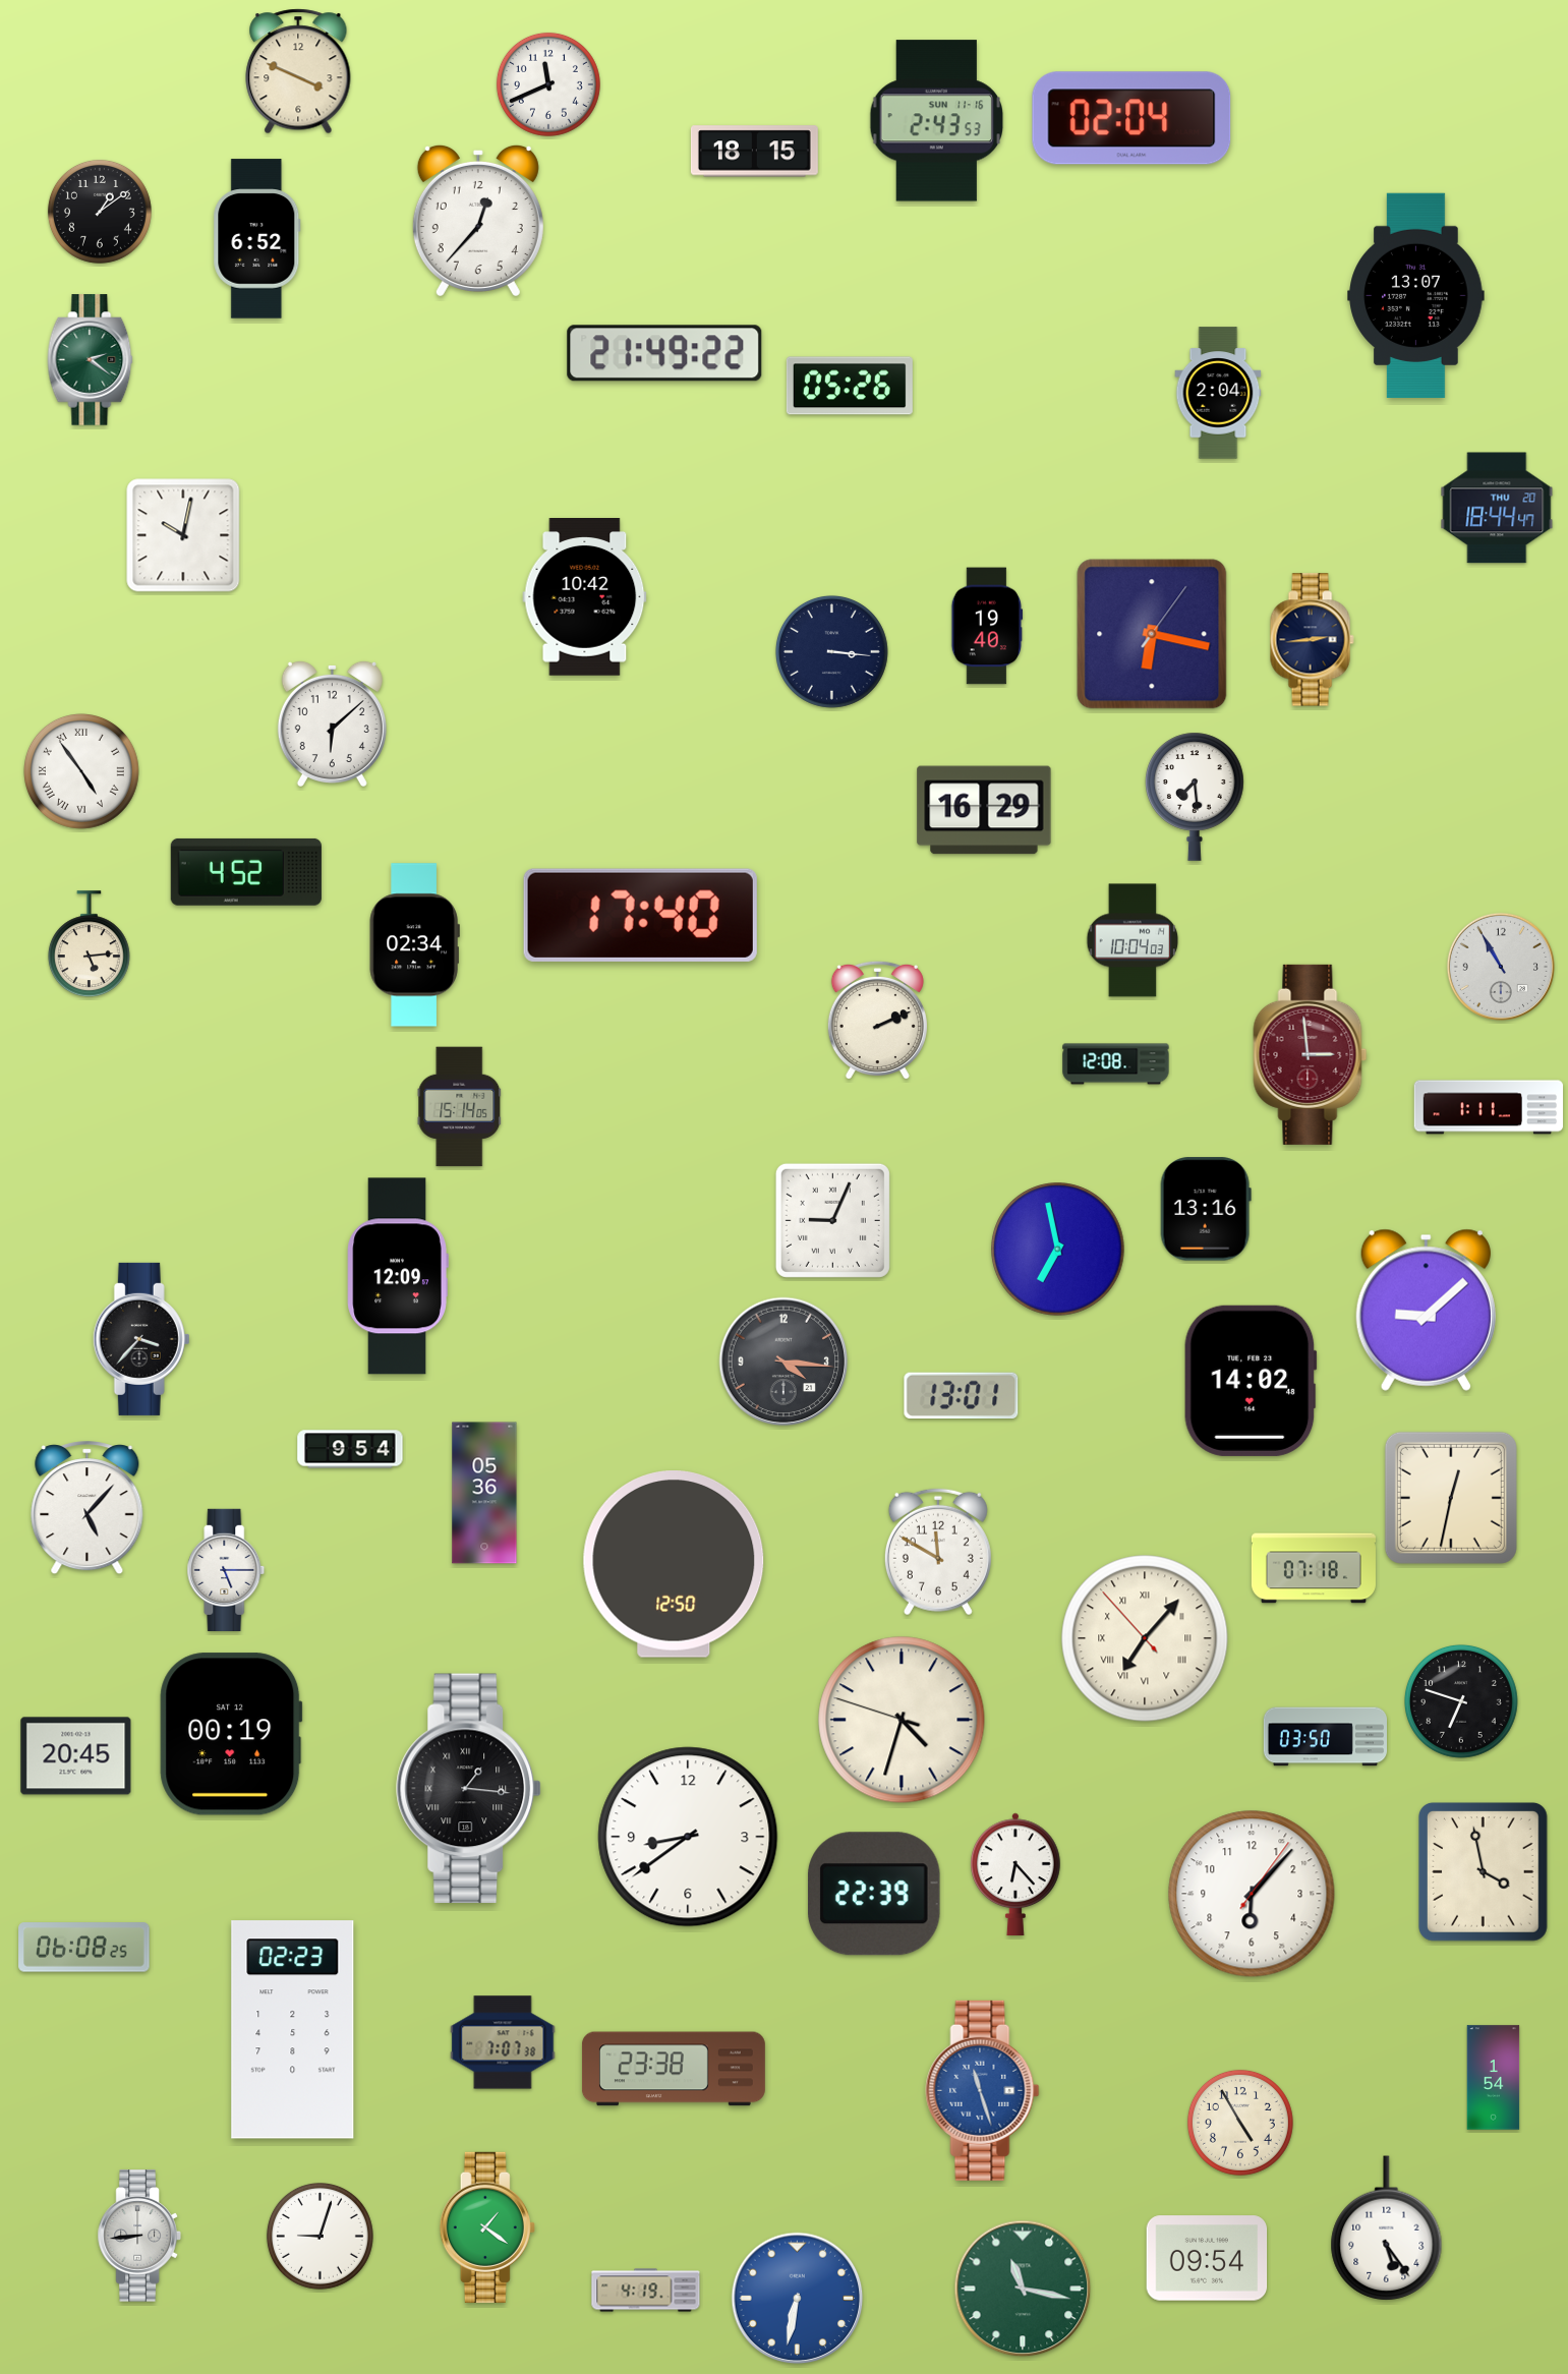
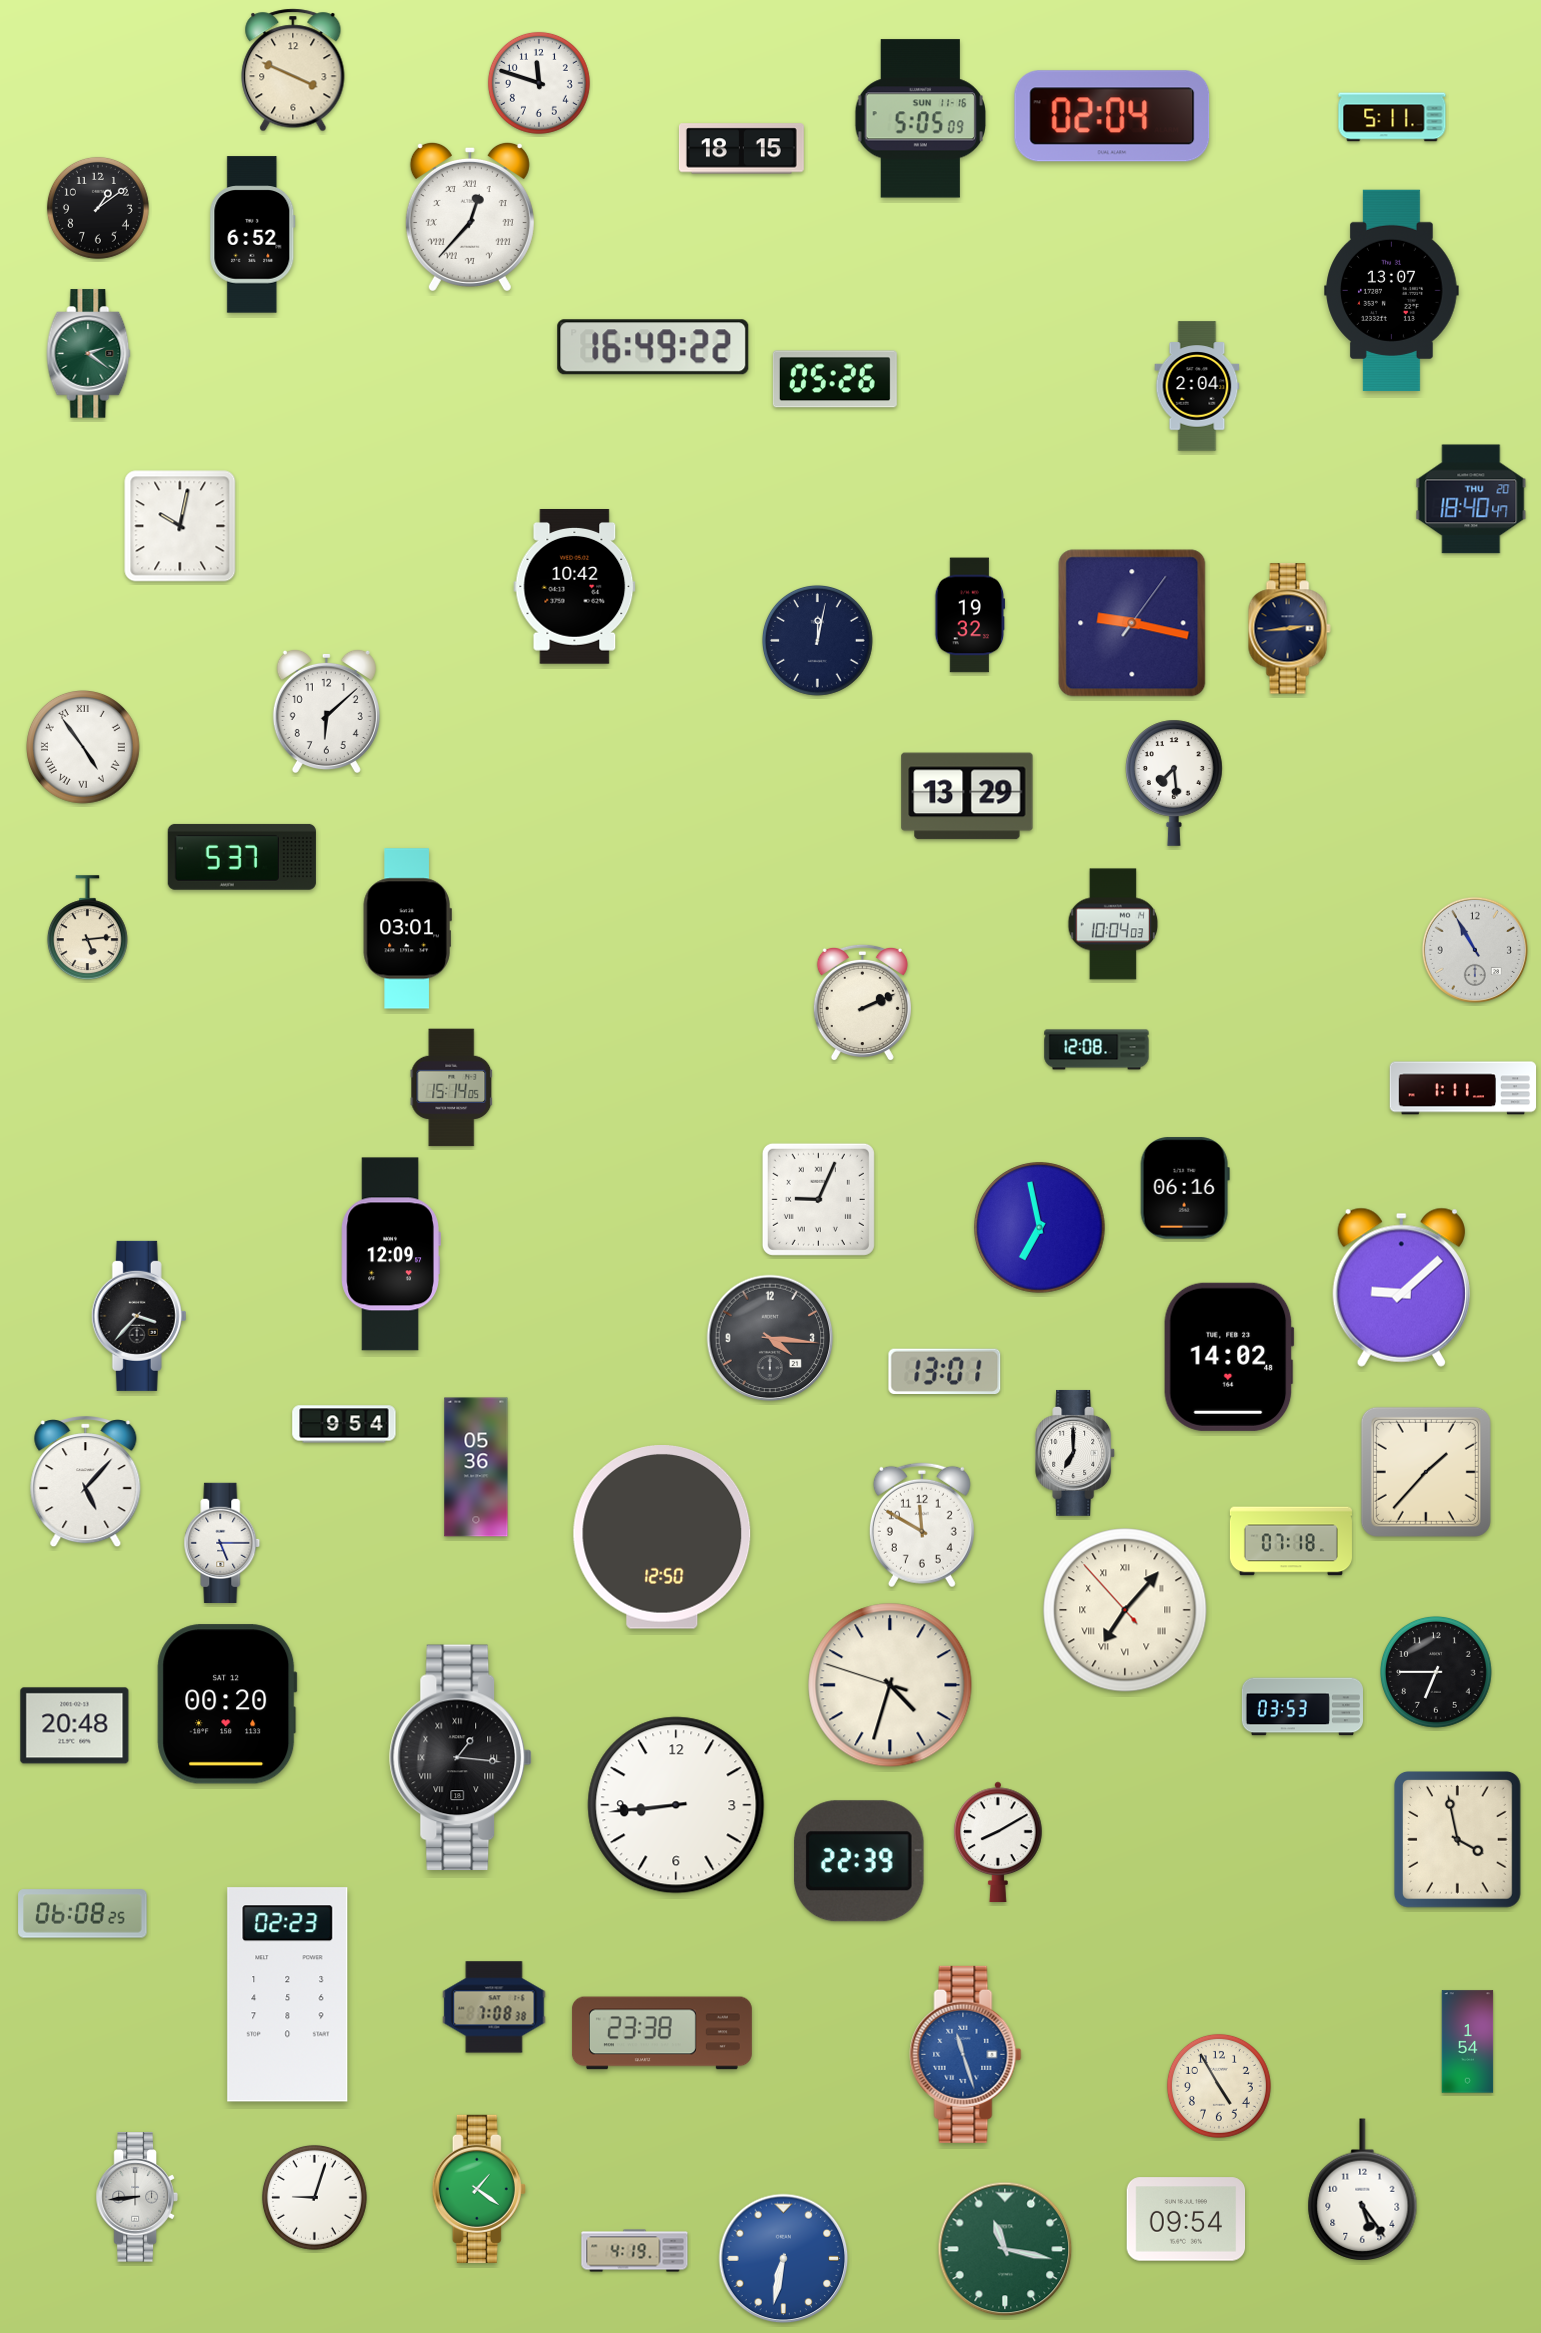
clock at (548, 84): 11:41 -> 11:48
clock at (1392, 117): none -> 5:11
clock at (937, 121): 2:43 -> 5:05
clock at (478, 220) numerals: Arabic -> Roman
clock at (664, 353): 21:49 -> 16:49
clock at (1497, 508): 18:44 -> 18:40
clock at (987, 626): 19:40 -> 19:32
clock at (1152, 634): 6:17 -> 9:17
clock at (831, 651): 3:16 -> 12:02
clock at (82, 772) position: (82, 772) -> (84, 748)
clock at (984, 810): 16:29 -> 13:29
clock at (246, 872): 4:52 -> 5:37
clock at (640, 915): 17:40 -> none
clock at (414, 945): 02:34 -> 03:01
clock at (1311, 1054): 2:59 -> none
clock at (1116, 1064) position: (1116, 1064) -> (1097, 1050)
clock at (1206, 1209): 13:16 -> 06:16
clock at (1076, 1453): none -> 7:00
clock at (1451, 1498): 12:32 -> 1:37
clock at (1462, 1702): 6:48 -> 6:45
clock at (902, 1720) position: (902, 1720) -> (890, 1685)
clock at (231, 1734): 00:19 -> 00:20
clock at (1325, 1737): 03:50 -> 03:53
clock at (76, 1756): 20:45 -> 20:48
clock at (688, 1837): 8:39 -> 8:44
clock at (1015, 1874): 6:23 -> 8:10
clock at (1252, 1894): 6:07 -> none
clock at (503, 2042): 7:07 -> 7:08
